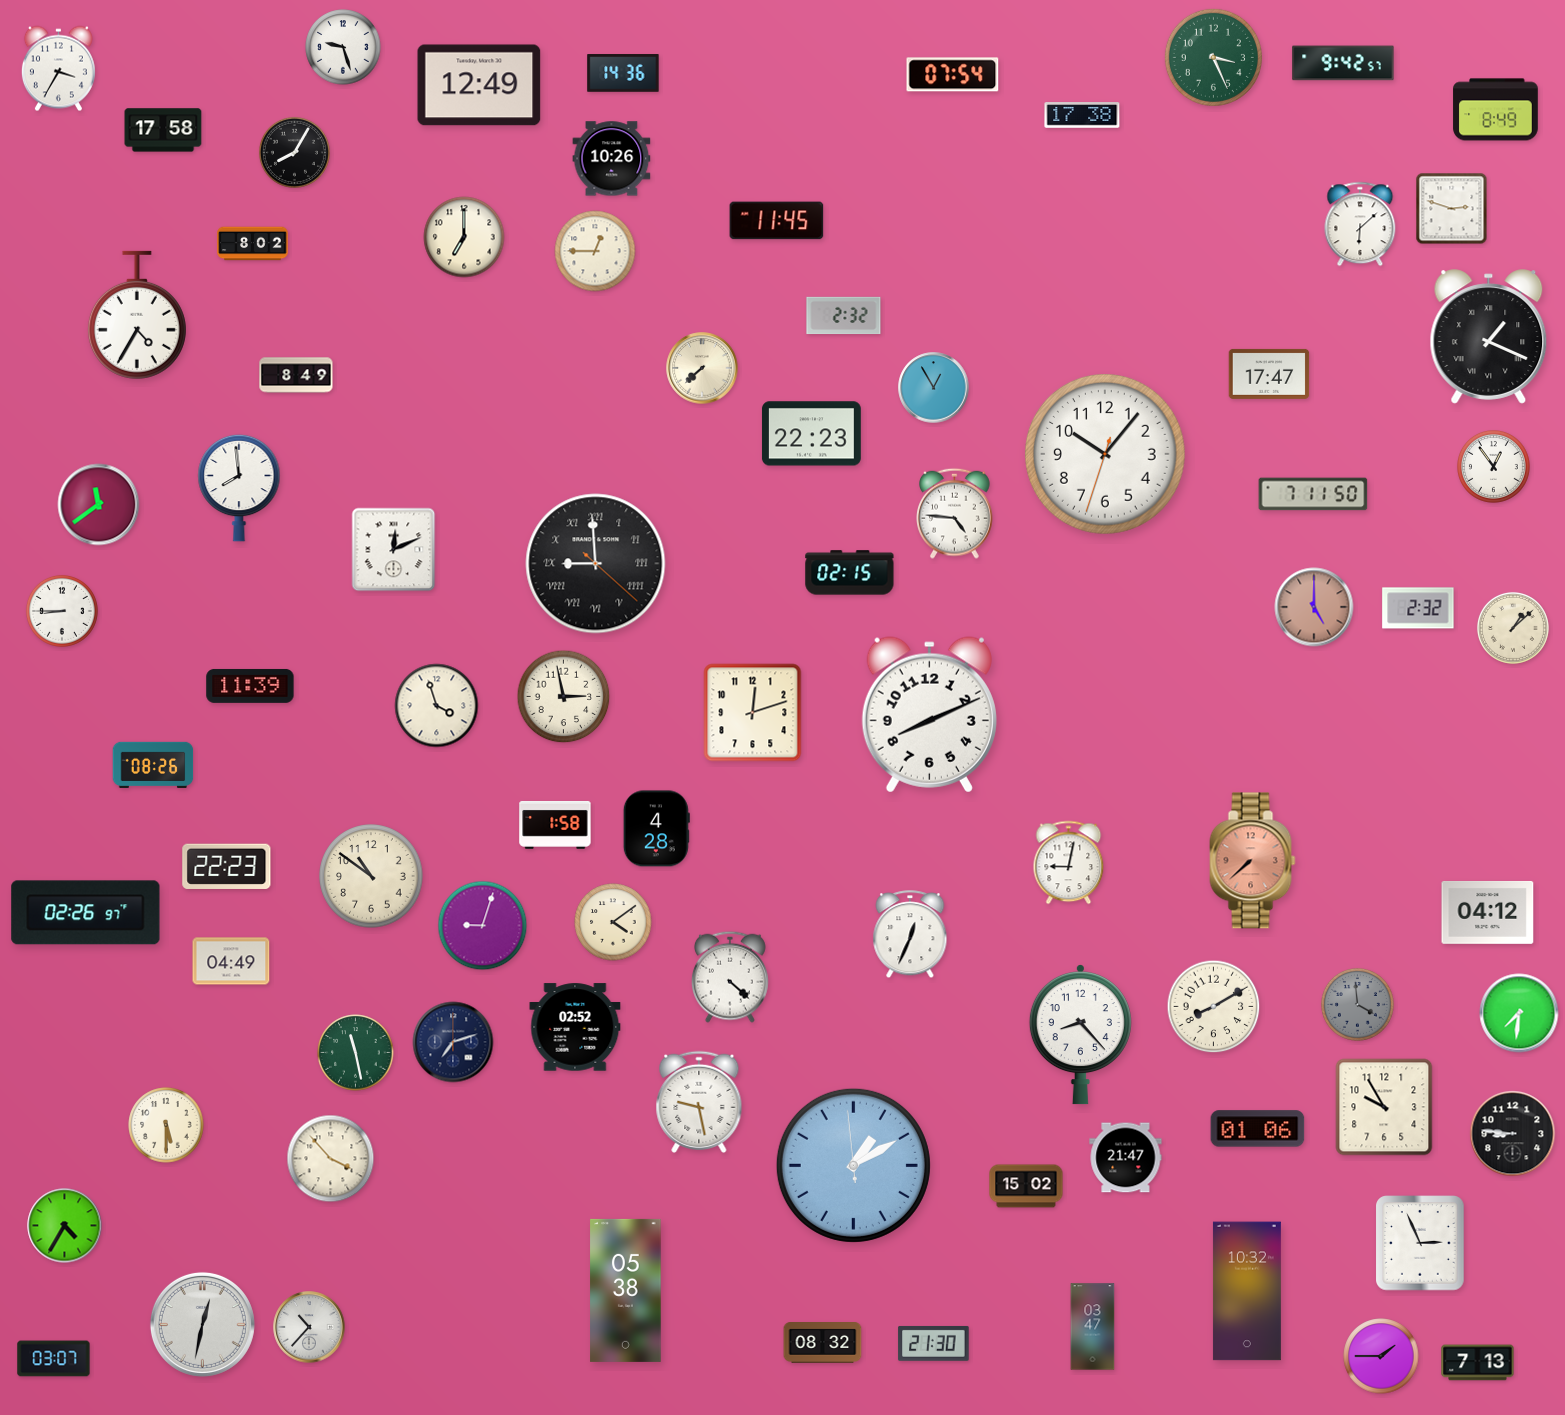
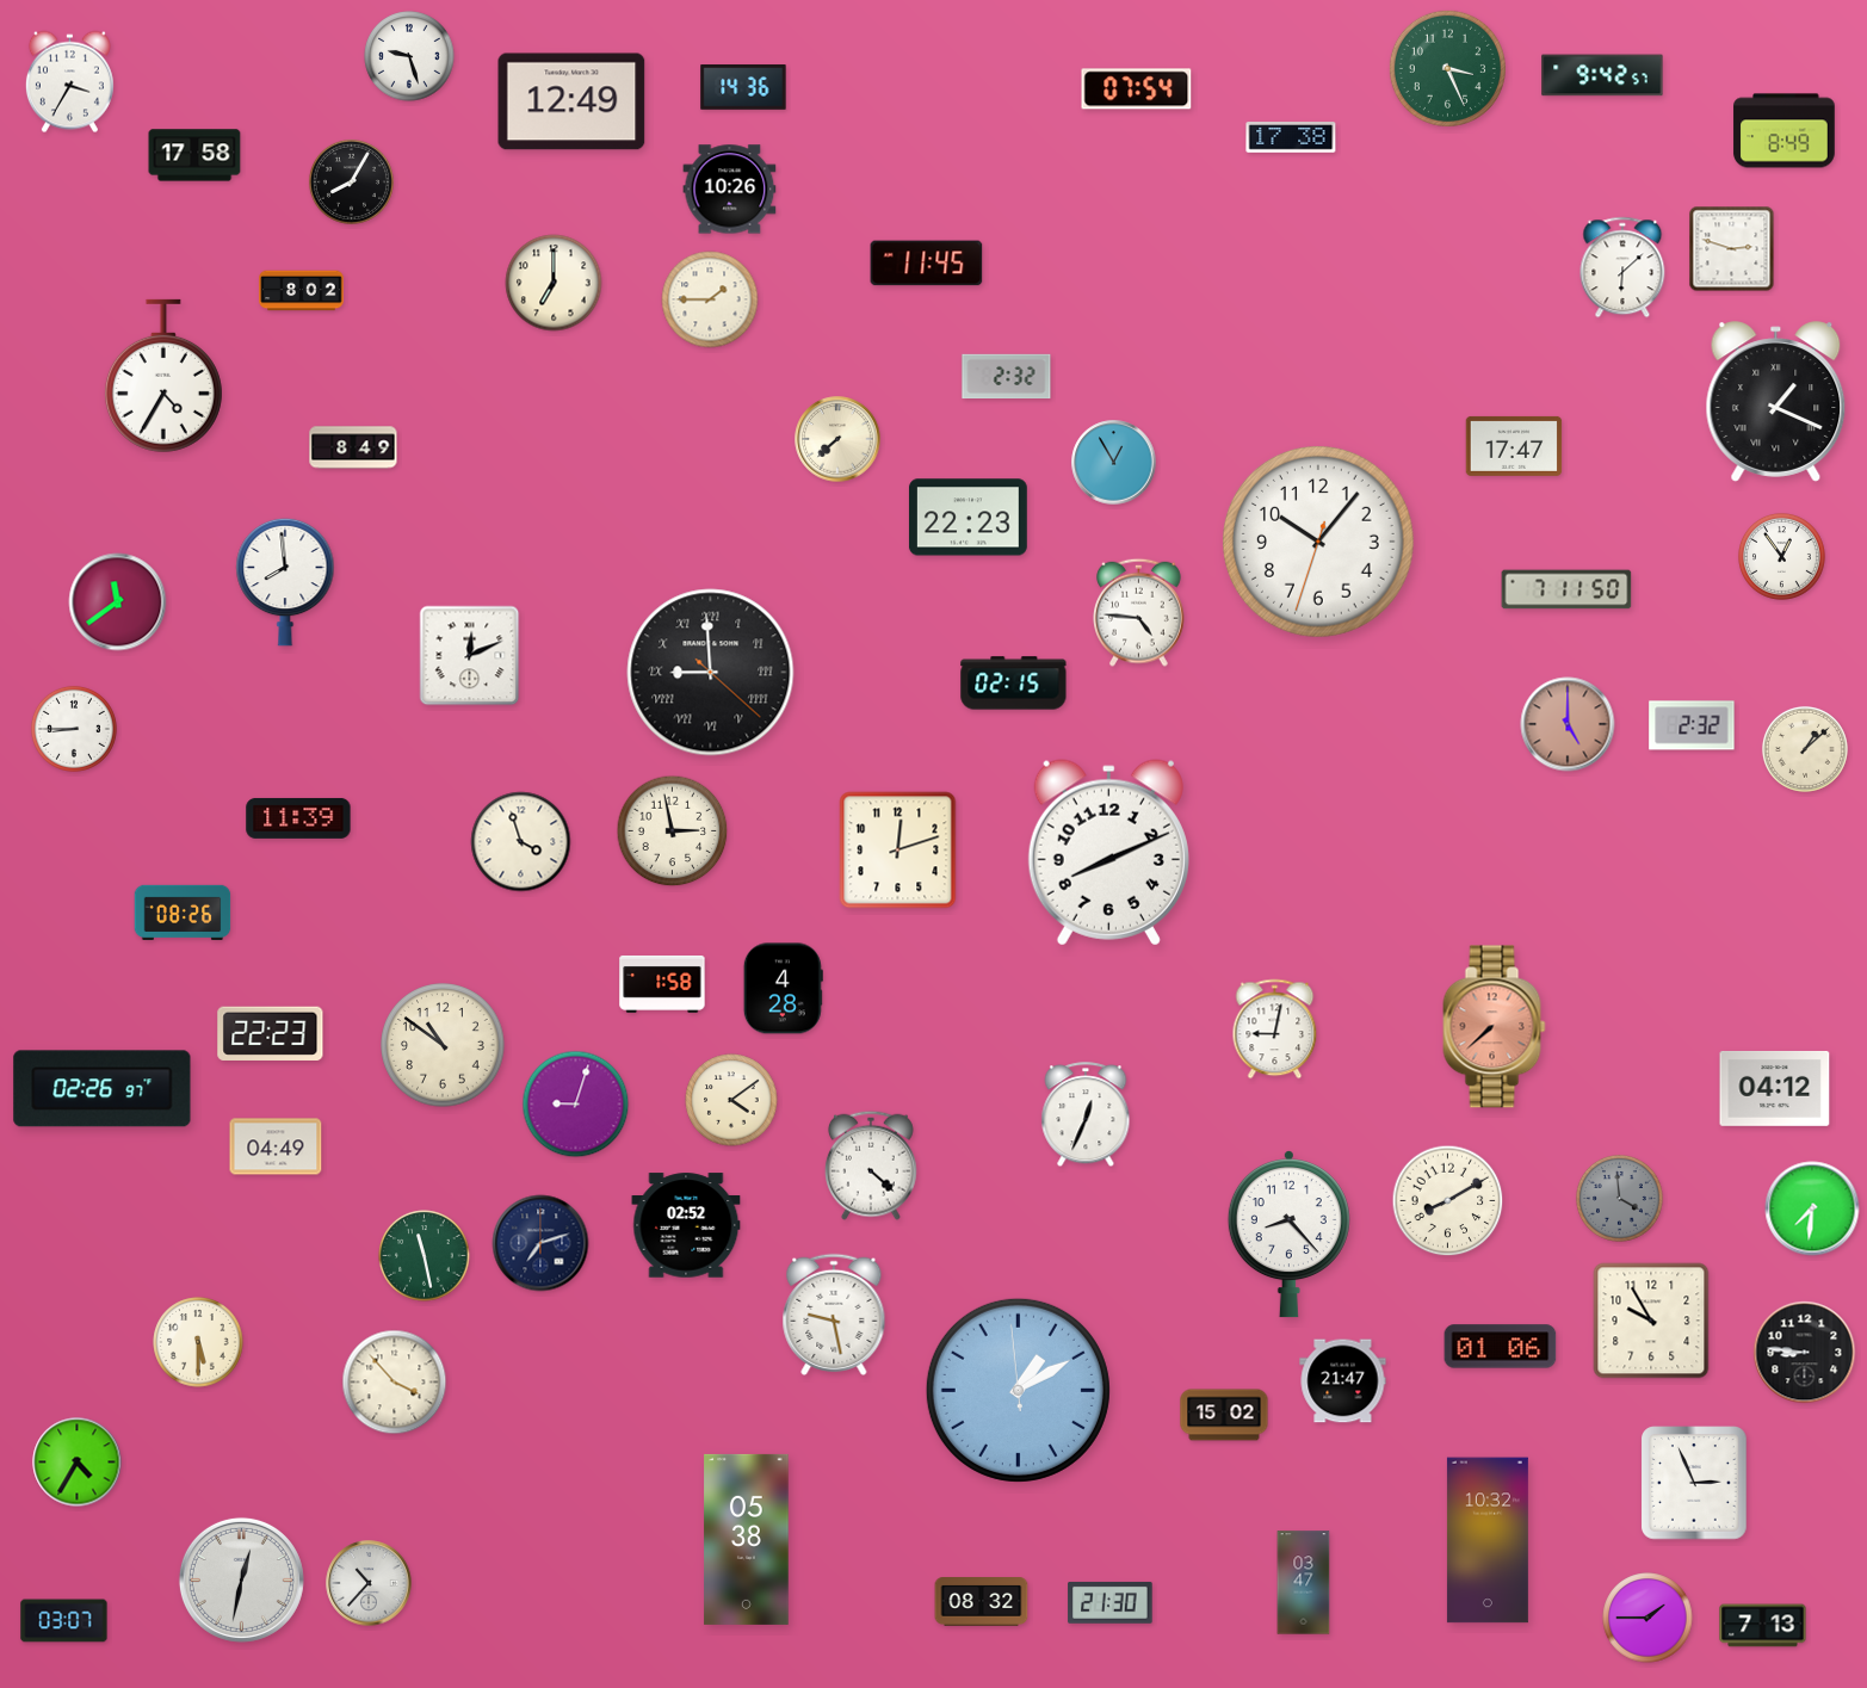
clock at (595, 251): 12:45 -> 1:45
clock at (934, 1343) position: (934, 1343) -> (1111, 1602)
